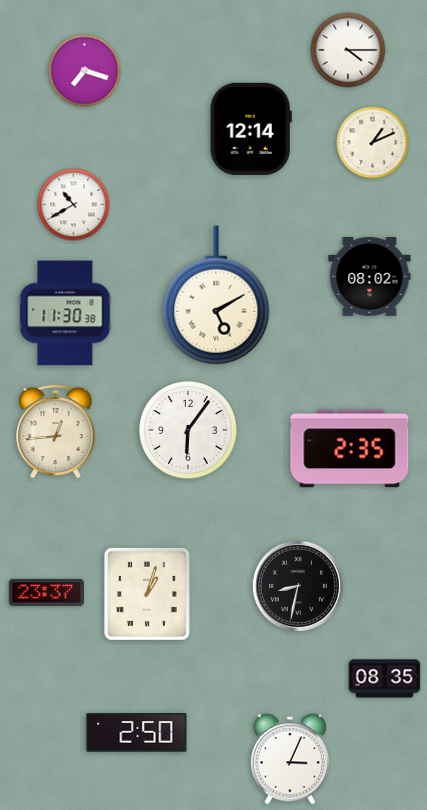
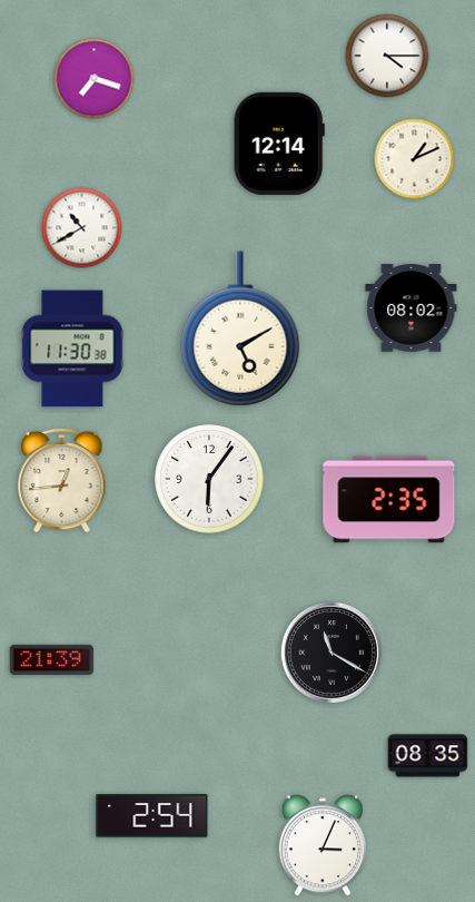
clock at (298, 586): 8:32 -> 11:20
clock at (46, 592): 23:37 -> 21:39
clock at (147, 594): 1:03 -> none
clock at (137, 733): 2:50 -> 2:54
